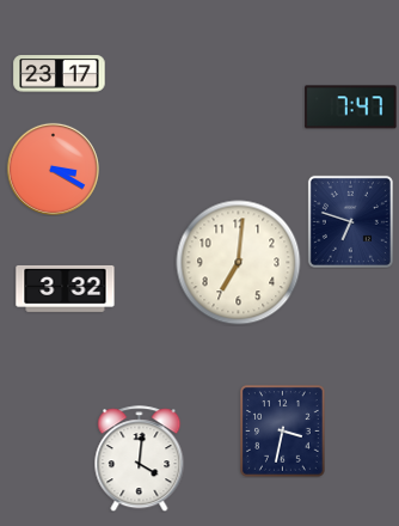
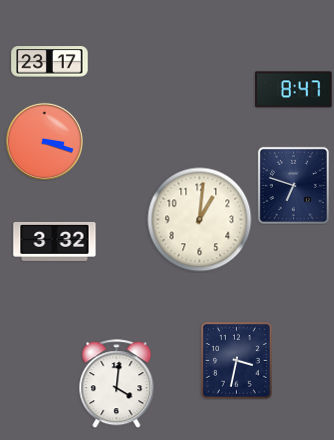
clock at (351, 108): 7:47 -> 8:47
clock at (53, 169): 3:20 -> 3:18
clock at (239, 263): 7:01 -> 1:01
